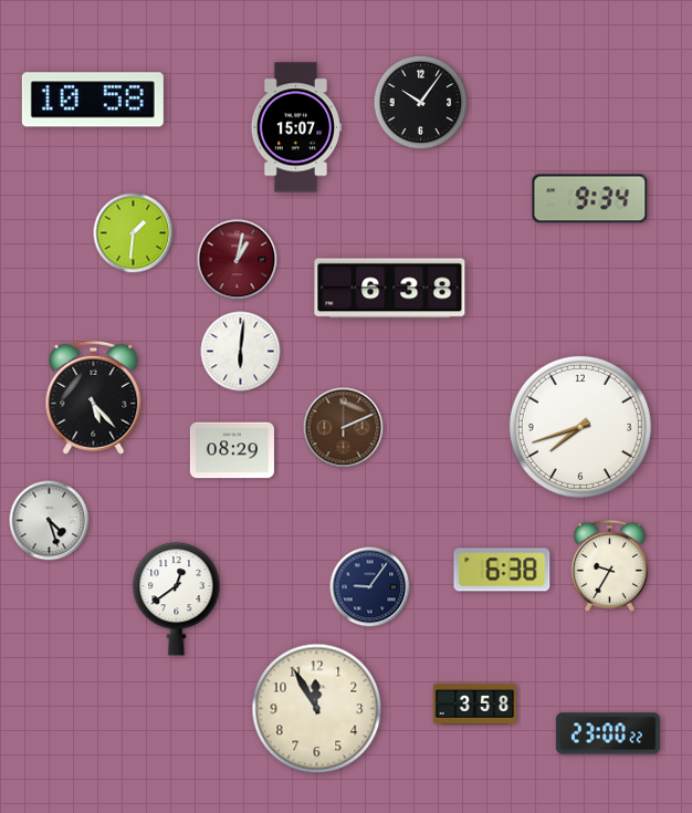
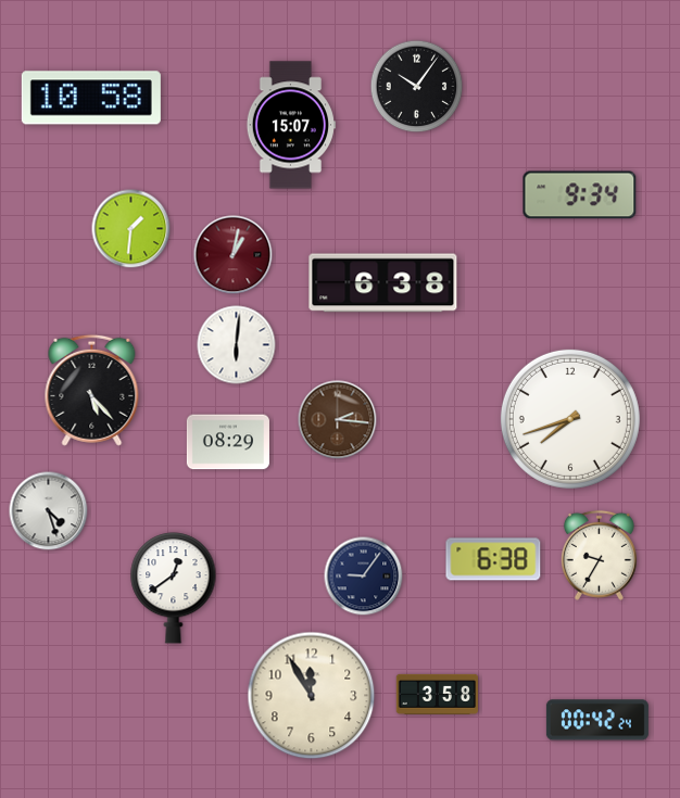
clock at (421, 103) position: (421, 103) -> (417, 87)
clock at (344, 428): 2:11 -> 2:16
clock at (474, 703) position: (474, 703) -> (437, 694)
clock at (608, 733): 23:00 -> 00:42
